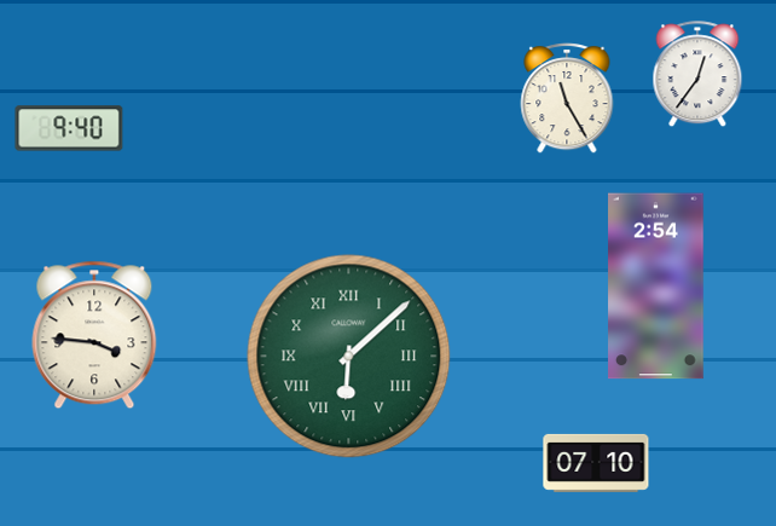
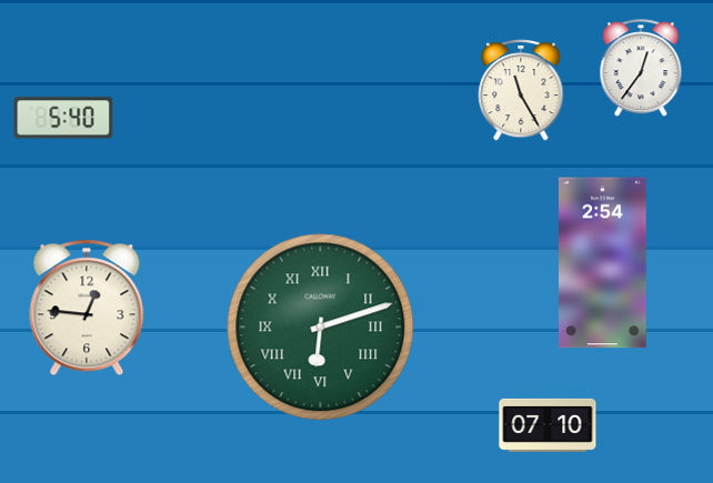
clock at (69, 128): 9:40 -> 5:40
clock at (94, 335): 3:46 -> 12:46
clock at (349, 357): 6:08 -> 6:12
